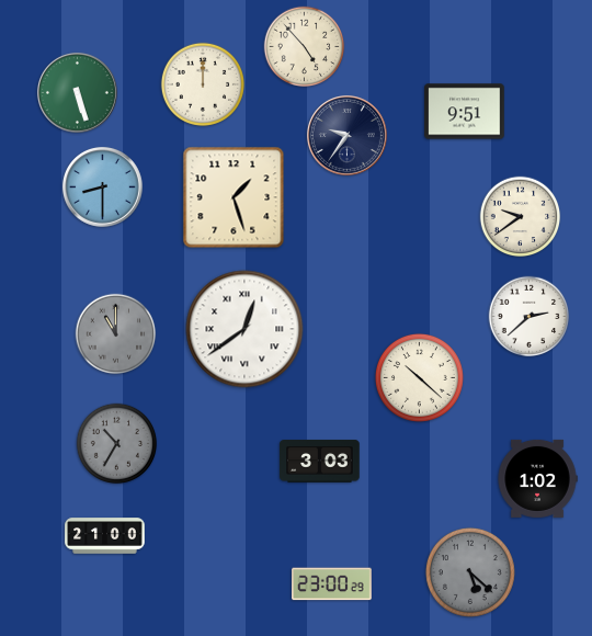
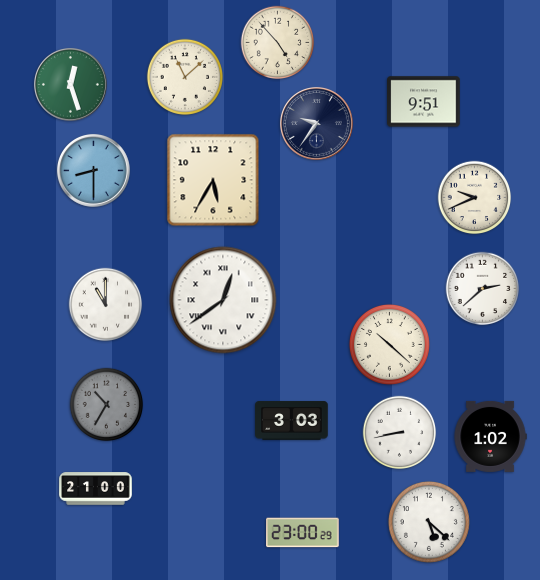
clock at (202, 83): 12:00 -> 11:08
clock at (77, 92): 5:27 -> 12:27
clock at (234, 197): 1:27 -> 5:35
clock at (521, 217): 9:39 -> 9:41
clock at (116, 334) dial: grey -> white
clock at (419, 377) position: (419, 377) -> (389, 344)
clock at (400, 433): none -> 8:43
clock at (470, 572) dial: grey -> white
